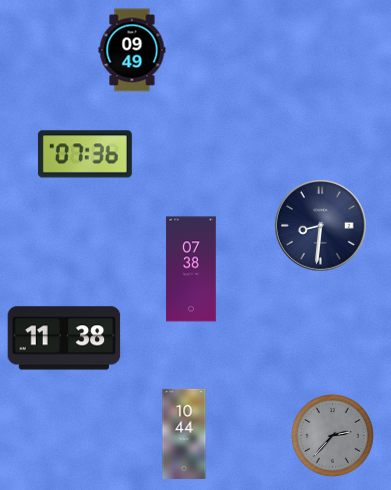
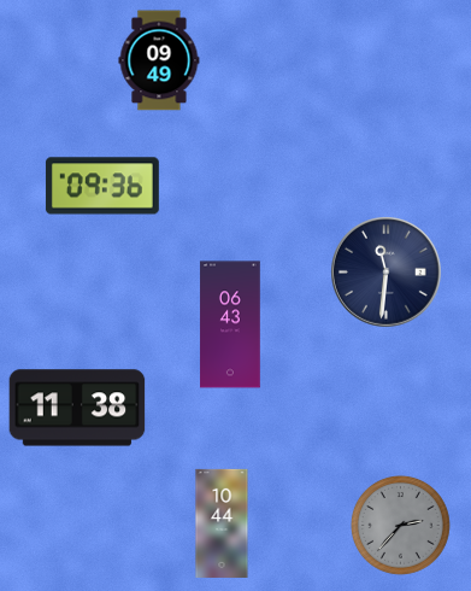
clock at (85, 154): 07:36 -> 09:36
clock at (321, 226): 8:31 -> 11:31
clock at (191, 269): 07:38 -> 06:43
